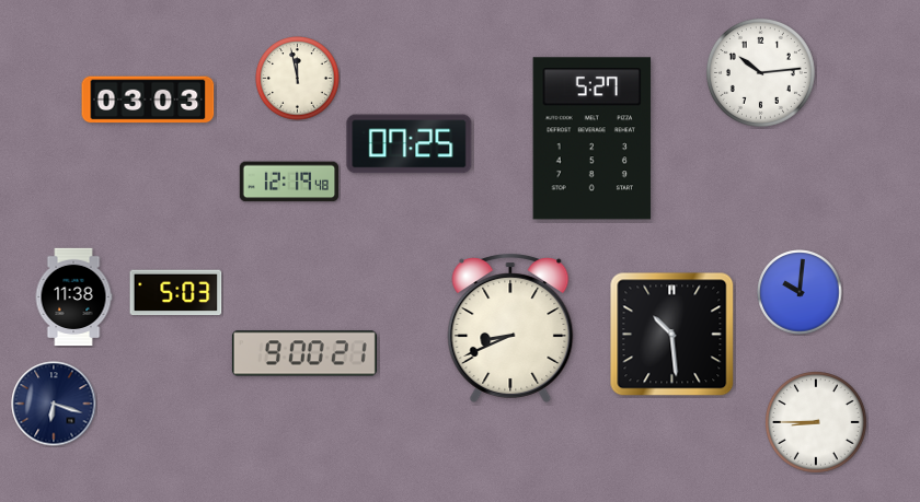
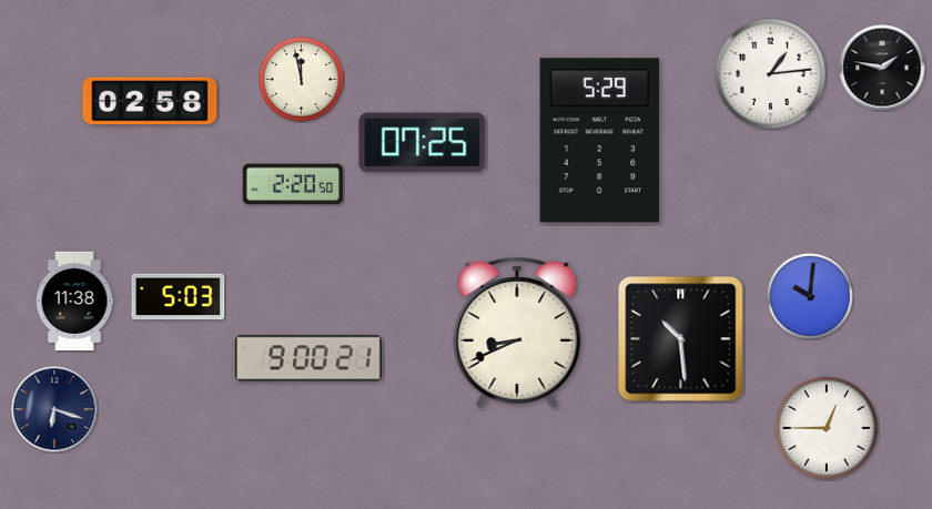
clock at (882, 68): none -> 1:47
clock at (760, 72): 10:14 -> 1:14
clock at (148, 100): 03:03 -> 02:58
clock at (593, 139): 5:27 -> 5:29
clock at (410, 144) position: (410, 144) -> (423, 143)
clock at (288, 182): 12:19 -> 2:20
clock at (817, 423): 8:45 -> 12:45
